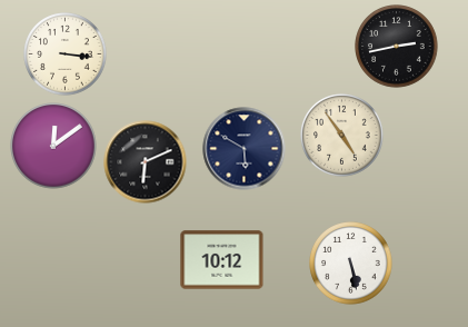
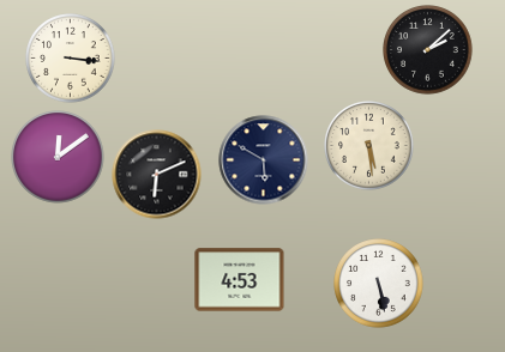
clock at (397, 47): 2:43 -> 2:08
clock at (342, 136): 4:54 -> 5:29
clock at (222, 260): 10:12 -> 4:53
